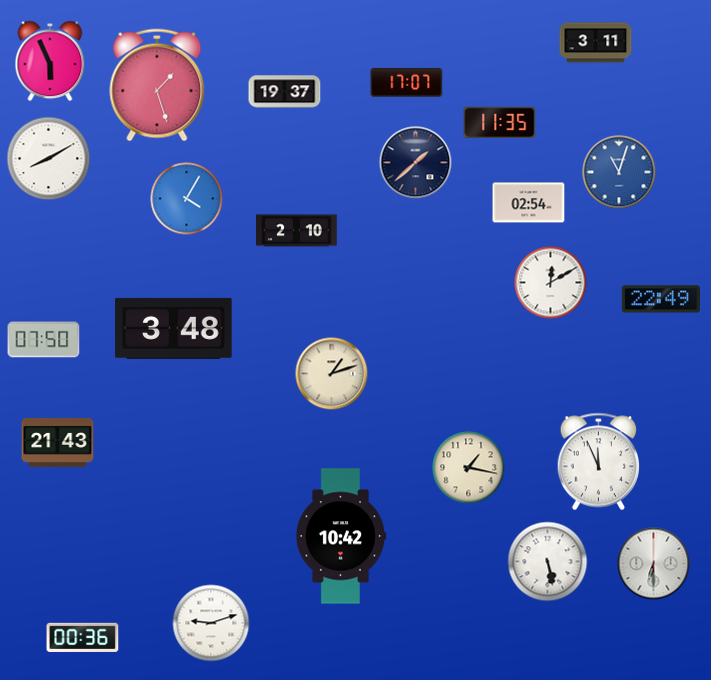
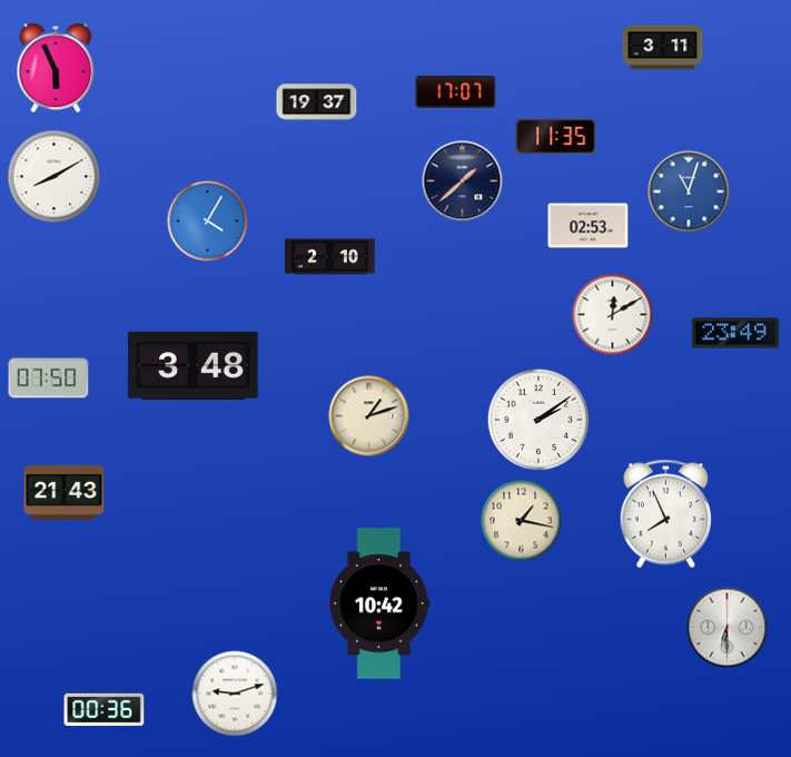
clock at (407, 82) position: (407, 82) -> (456, 91)
clock at (157, 85): 1:27 -> none
clock at (529, 203): 02:54 -> 02:53
clock at (661, 299): 22:49 -> 23:49
clock at (538, 420): none -> 2:09
clock at (598, 462): 11:56 -> 7:56
clock at (341, 536) position: (341, 536) -> (379, 603)
clock at (548, 562): 5:28 -> none
clock at (83, 637) position: (83, 637) -> (105, 709)
